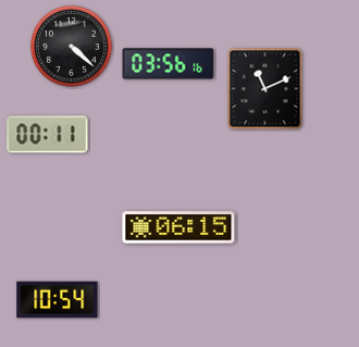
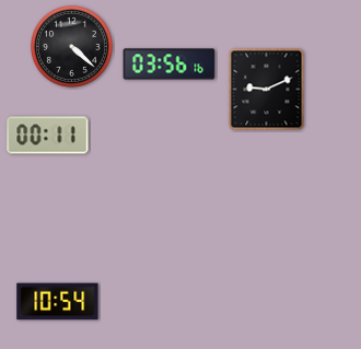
clock at (265, 89): 11:11 -> 9:11
clock at (178, 227): 06:15 -> none
